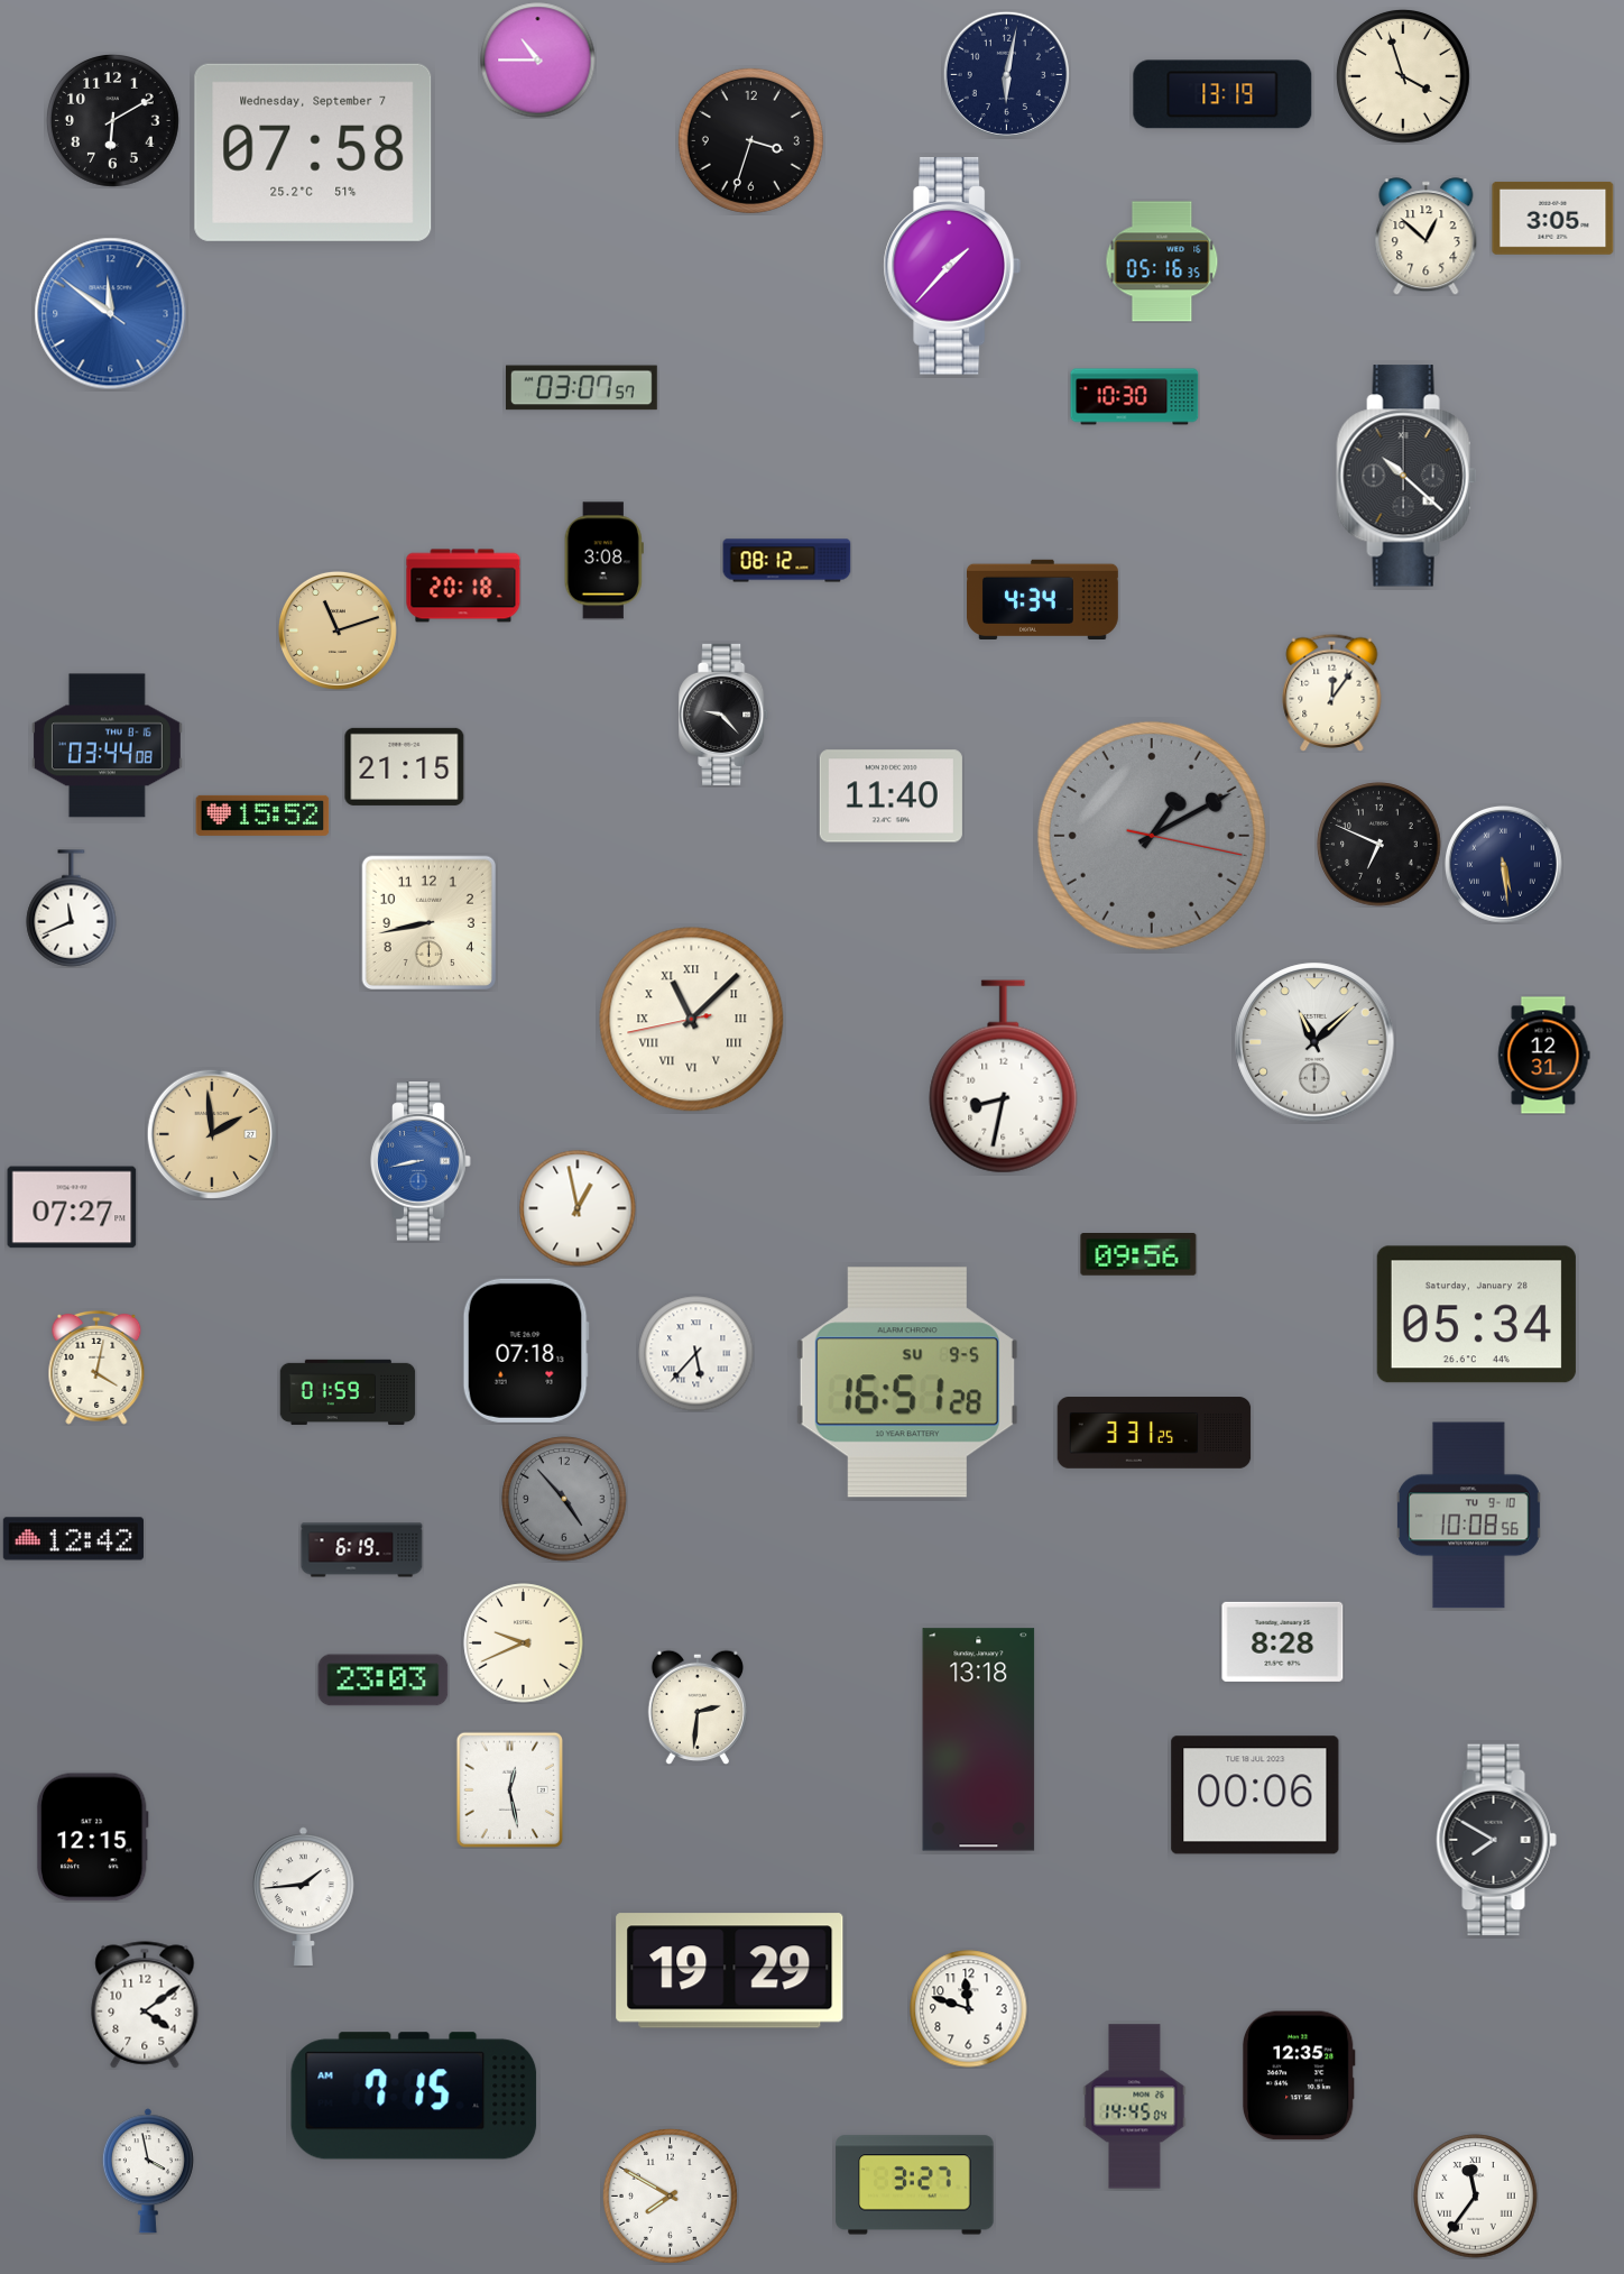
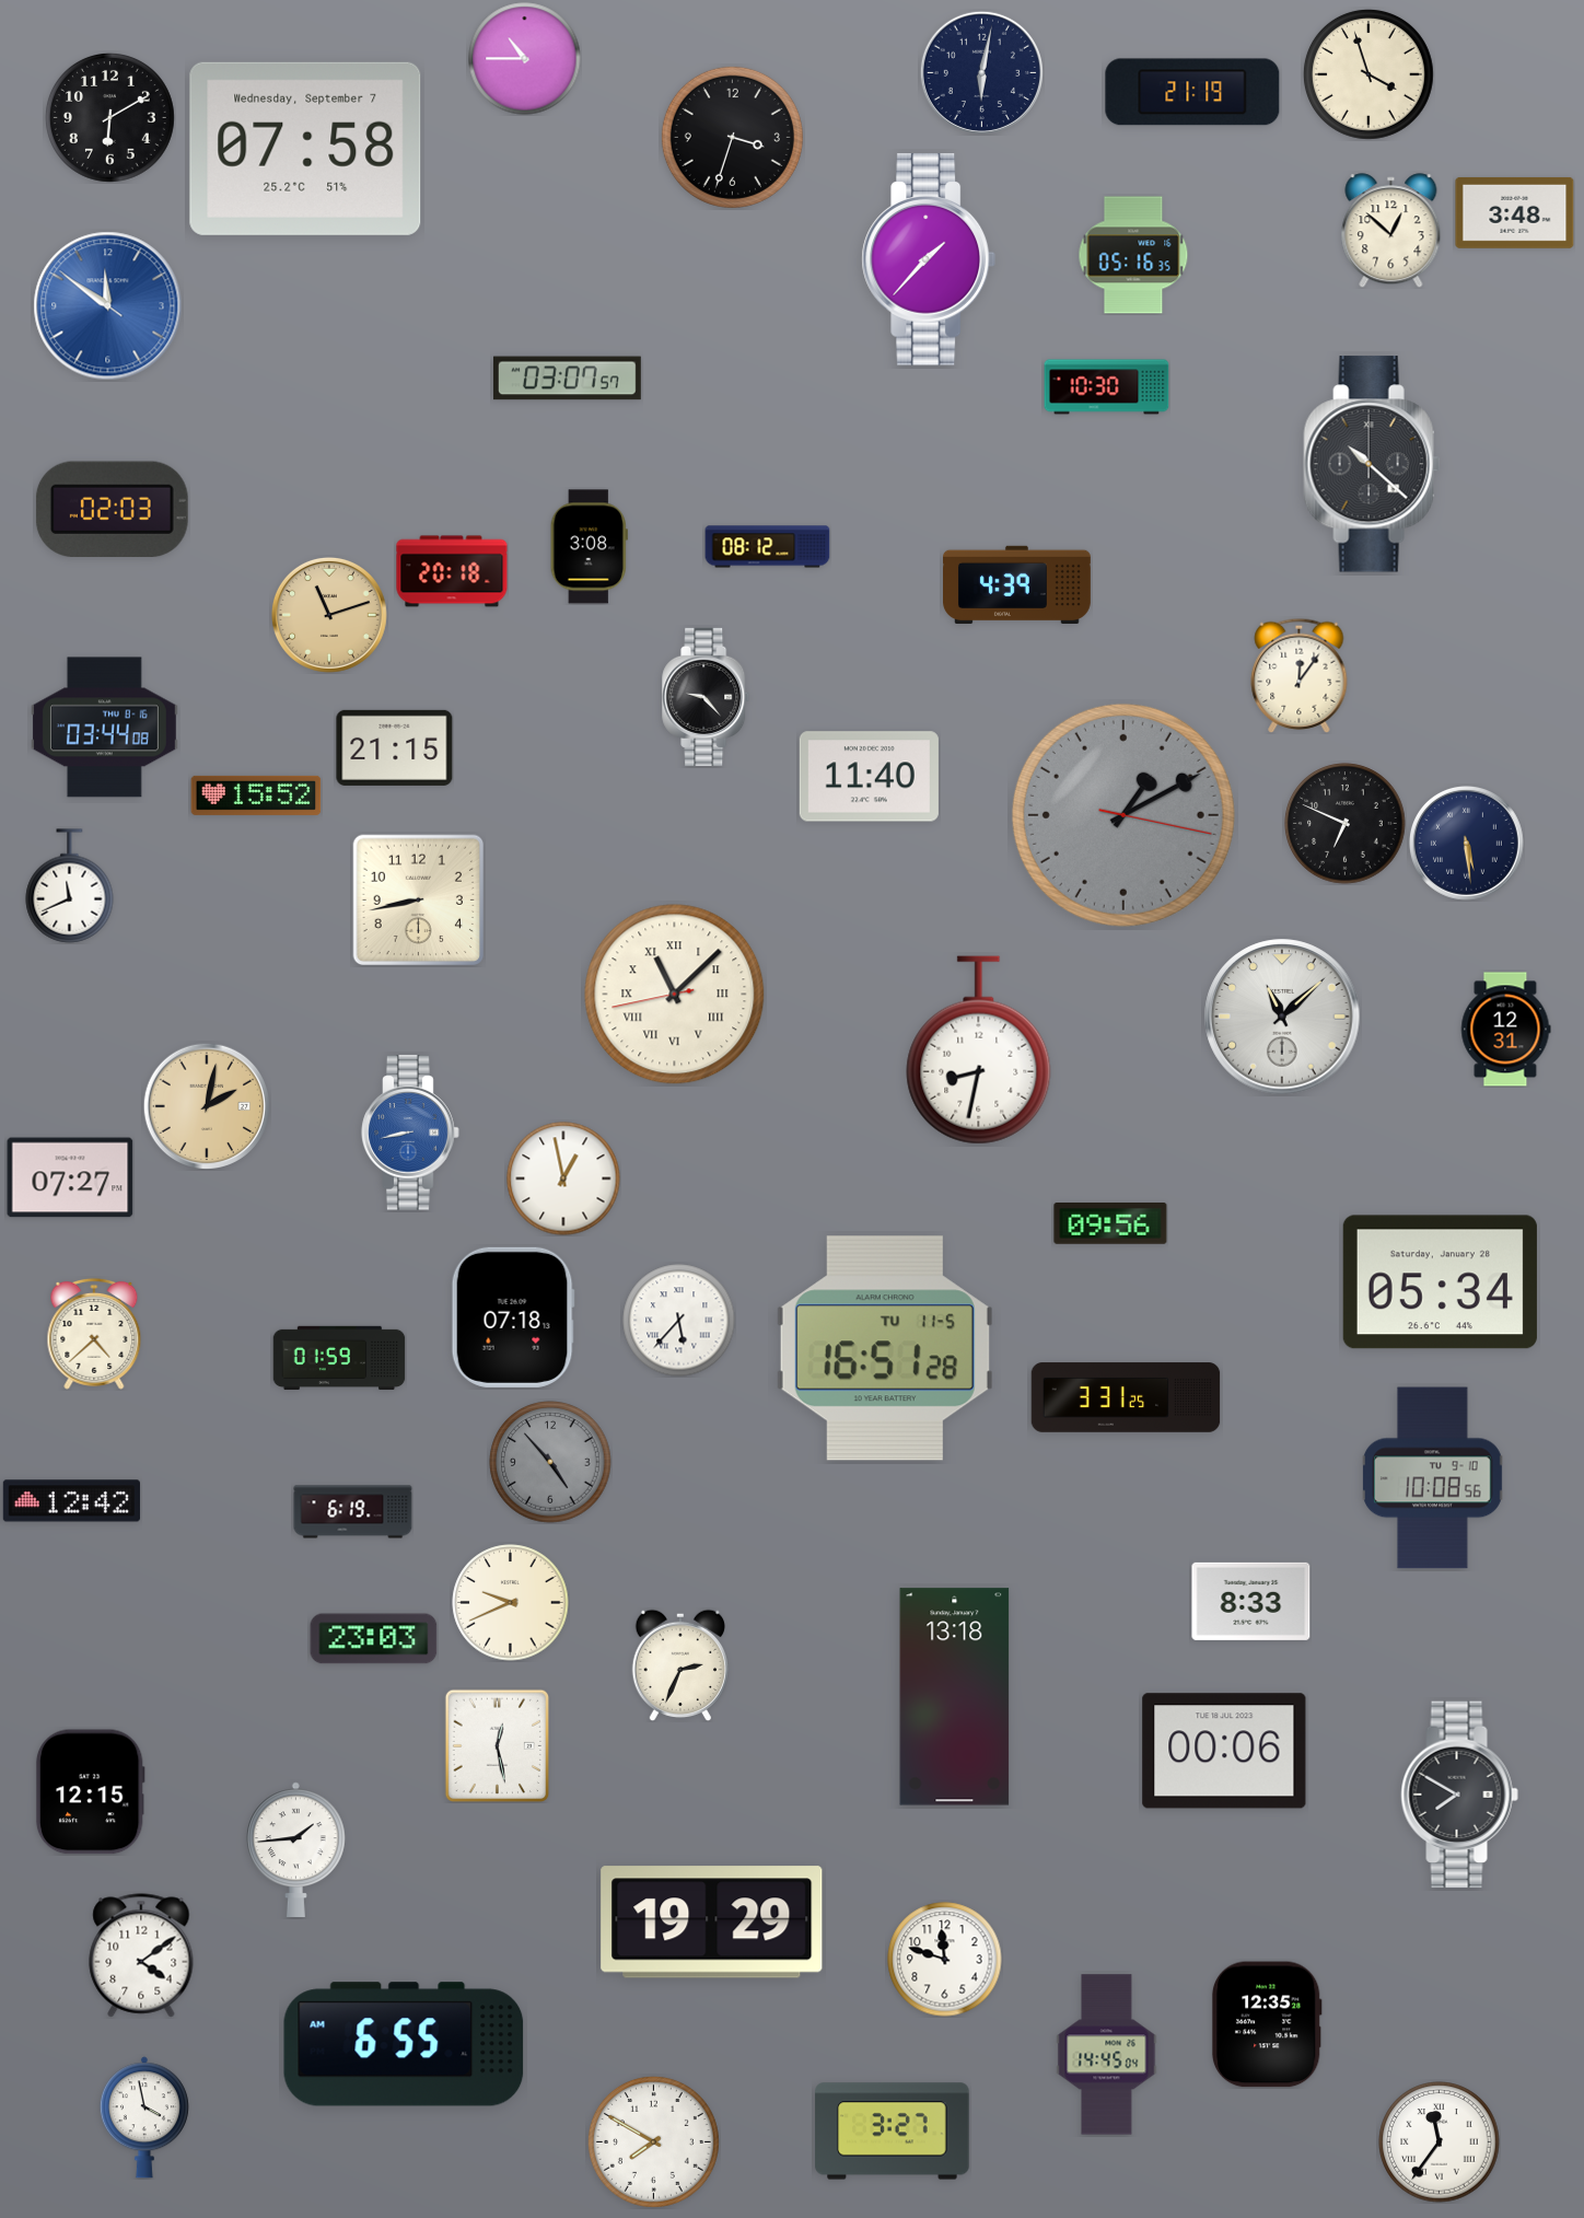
clock at (1222, 94): 13:19 -> 21:19
clock at (1553, 218): 3:05 -> 3:48
clock at (112, 509): none -> 02:03
clock at (1043, 599): 4:34 -> 4:39
clock at (212, 1134): 1:59 -> 2:02
clock at (96, 1368): 4:02 -> 4:38
clock at (907, 1382) date: SU 9-5 -> TU 11-5
clock at (1283, 1641): 8:28 -> 8:33
clock at (696, 1707): 2:31 -> 2:34
clock at (414, 2096): 7:15 -> 6:55
